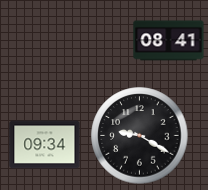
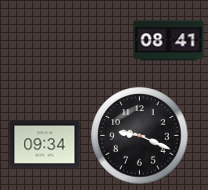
clock at (140, 136): 9:20 -> 9:19
